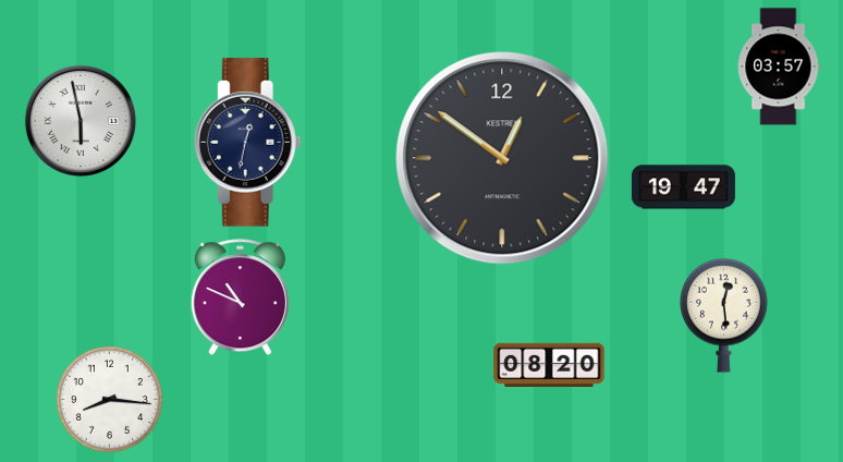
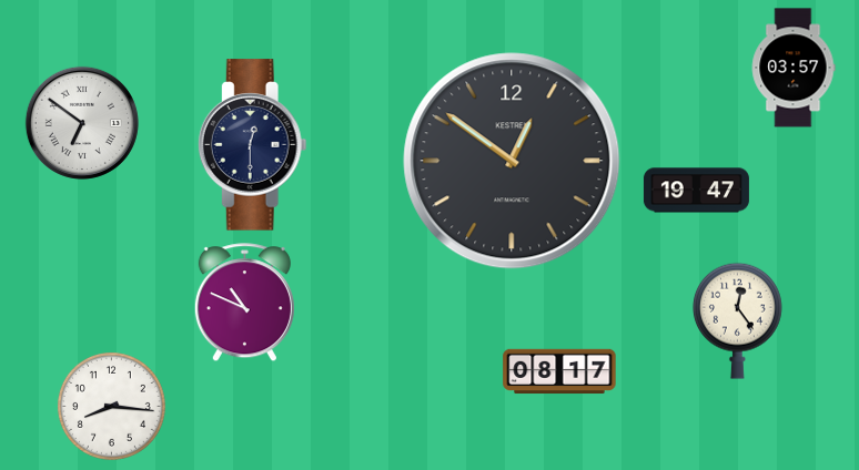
clock at (81, 121): 5:58 -> 6:51
clock at (247, 143): 12:32 -> 12:30
clock at (723, 315): 12:29 -> 12:24
clock at (549, 365): 08:20 -> 08:17
